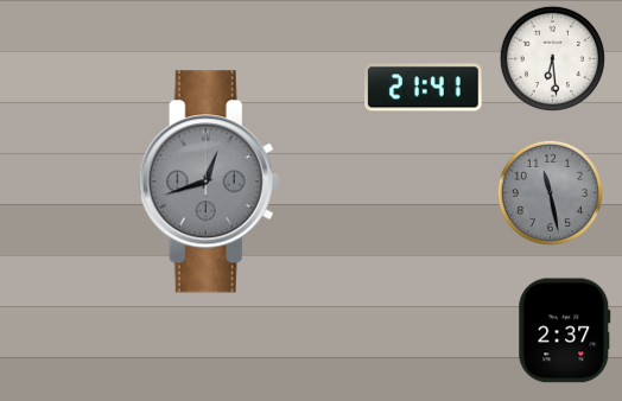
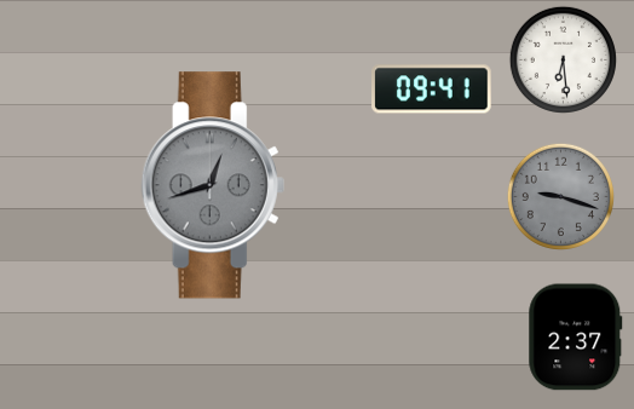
clock at (424, 88): 21:41 -> 09:41
clock at (550, 192): 11:28 -> 9:18
